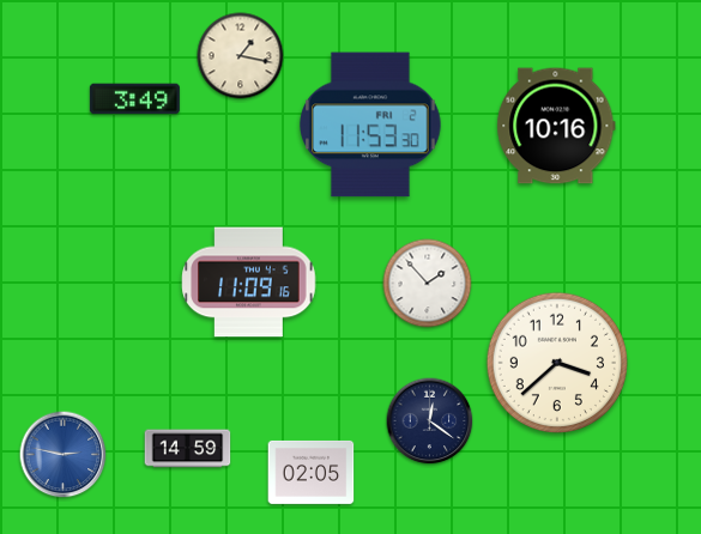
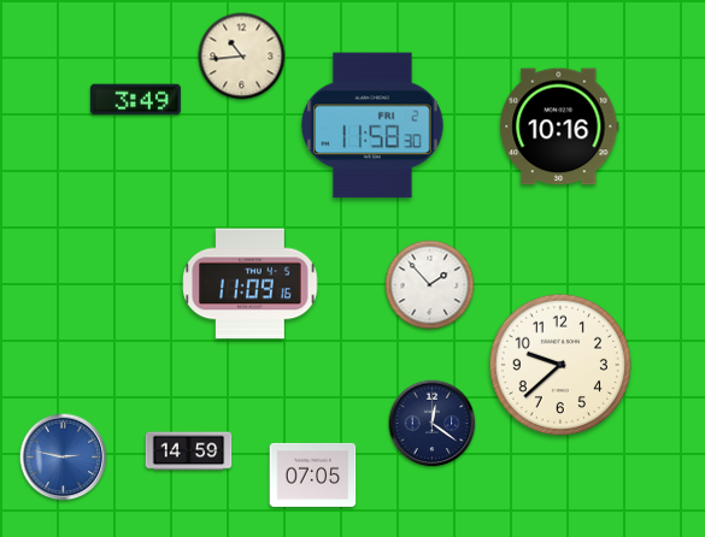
clock at (241, 56): 1:17 -> 10:44
clock at (371, 125): 11:53 -> 11:58
clock at (556, 362): 3:38 -> 9:38
clock at (312, 472): 02:05 -> 07:05
